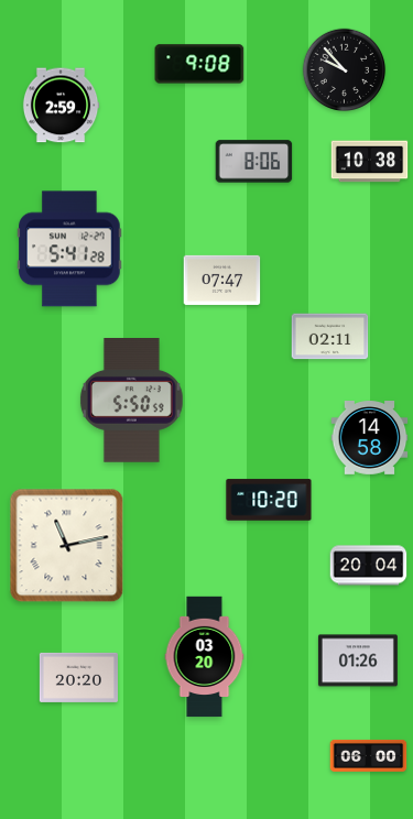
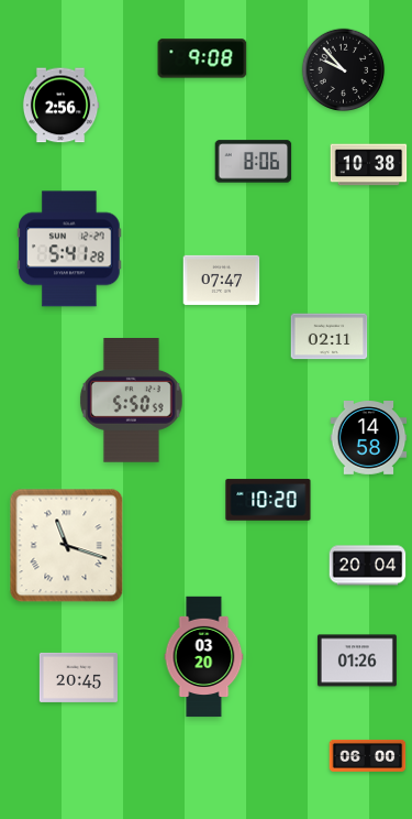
clock at (199, 64) position: (199, 64) -> (202, 58)
clock at (61, 106): 2:59 -> 2:56
clock at (370, 162) position: (370, 162) -> (369, 165)
clock at (67, 546): 11:13 -> 11:18
clock at (78, 677): 20:20 -> 20:45
